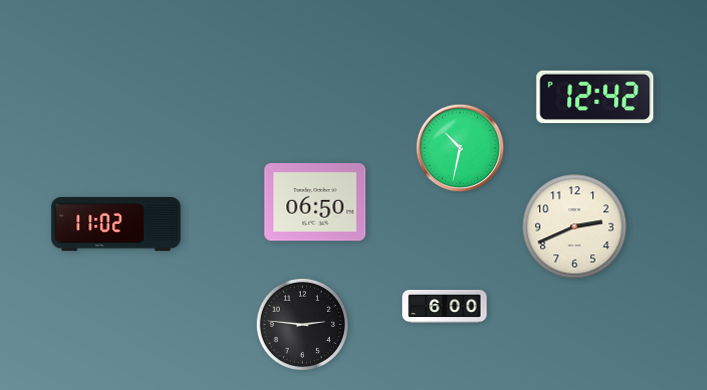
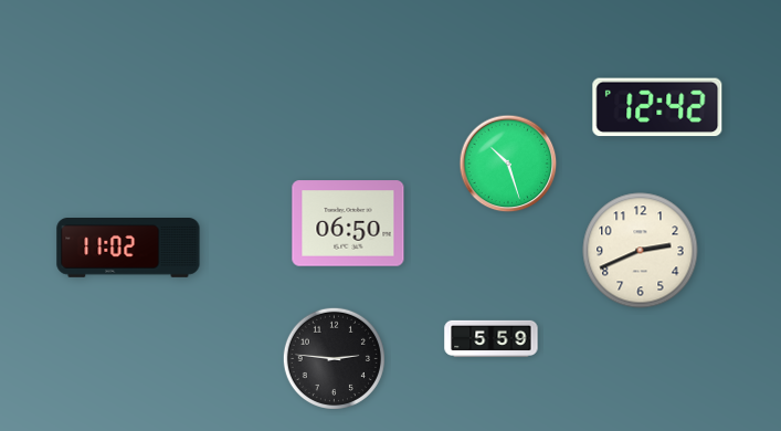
clock at (460, 148): 10:32 -> 10:27
clock at (575, 227) position: (575, 227) -> (641, 251)
clock at (445, 306): 6:00 -> 5:59
